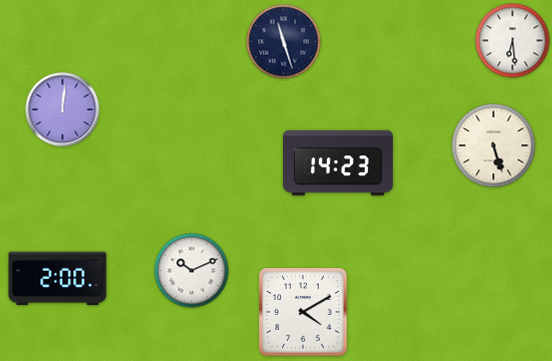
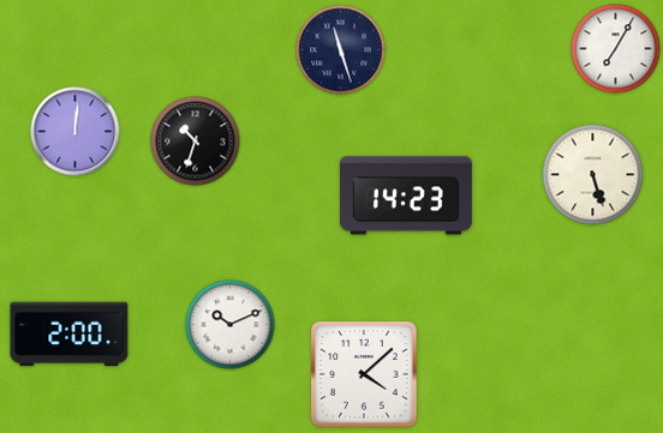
clock at (513, 41): 6:29 -> 7:05
clock at (196, 142): none -> 10:33
clock at (303, 312): 4:10 -> 4:08
